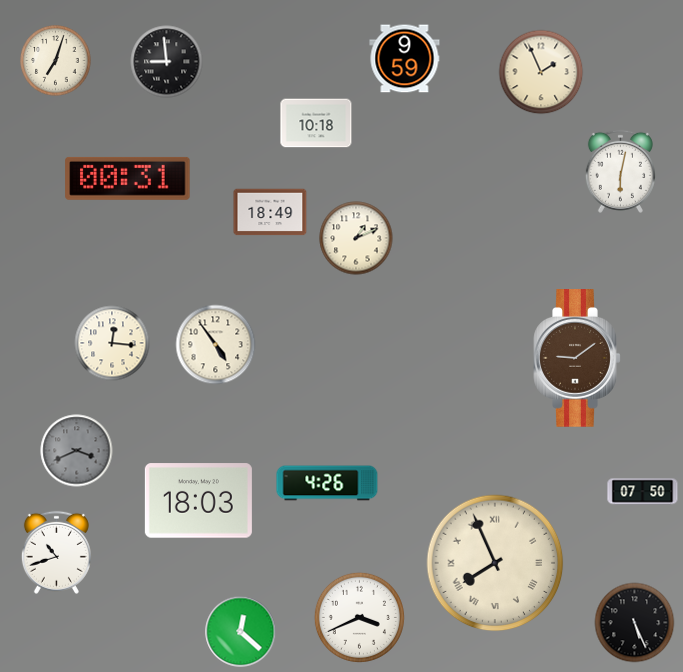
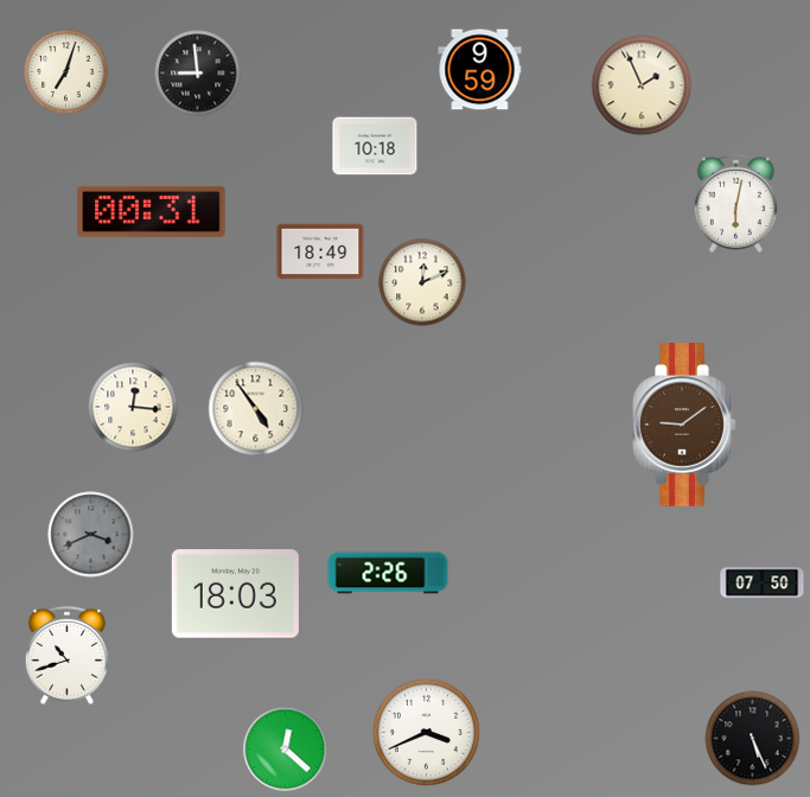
clock at (356, 238): 1:11 -> 12:11
clock at (327, 483): 4:26 -> 2:26
clock at (495, 563): 7:56 -> none
